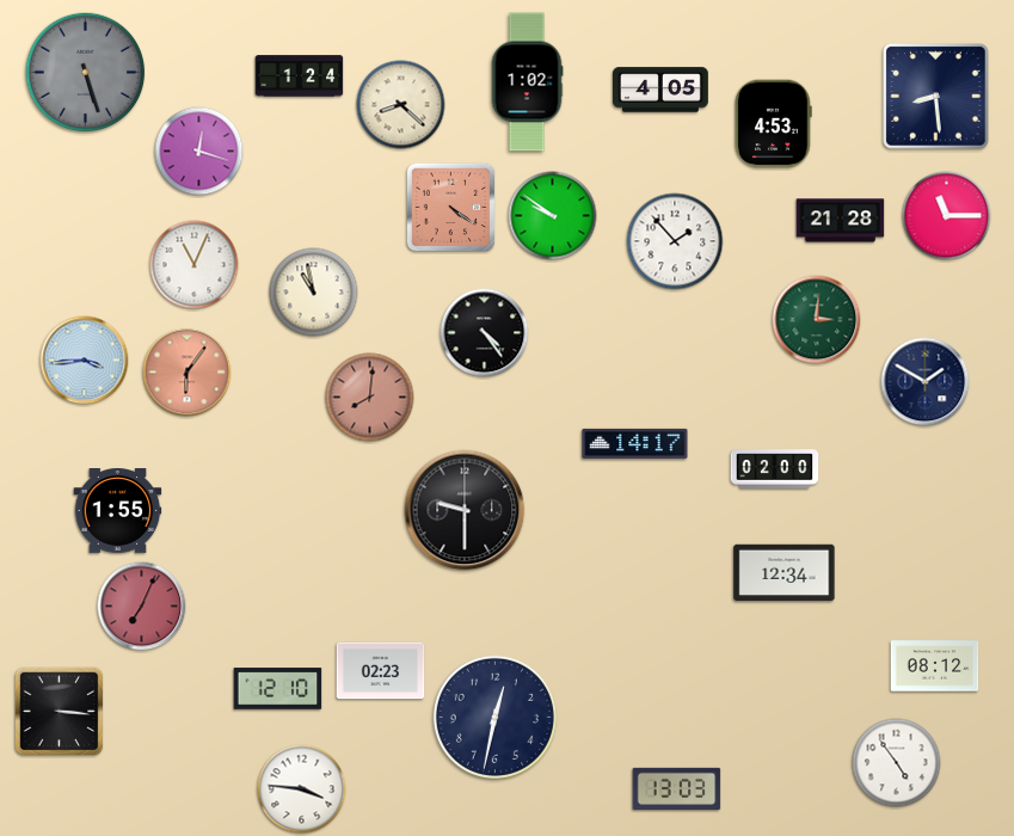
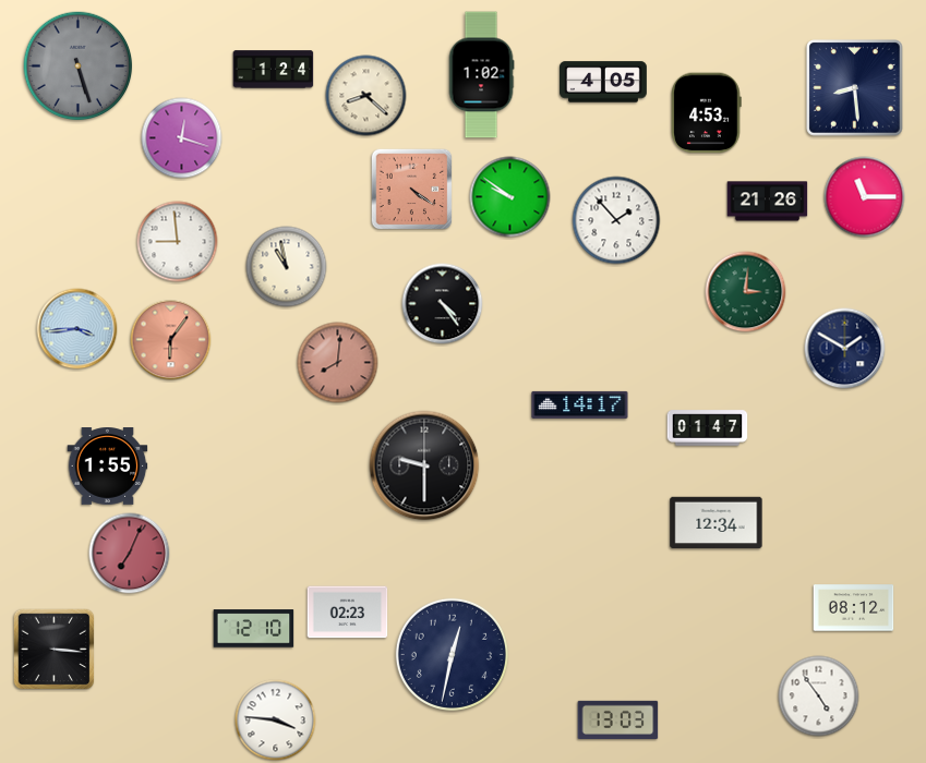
clock at (553, 216) position: (553, 216) -> (510, 197)
clock at (841, 221): 21:28 -> 21:26
clock at (195, 265): 11:04 -> 8:59
clock at (775, 469): 02:00 -> 01:47
